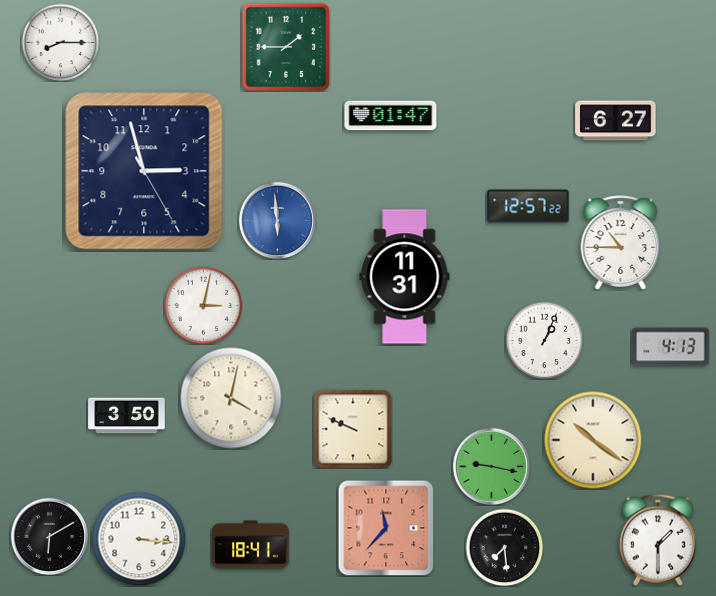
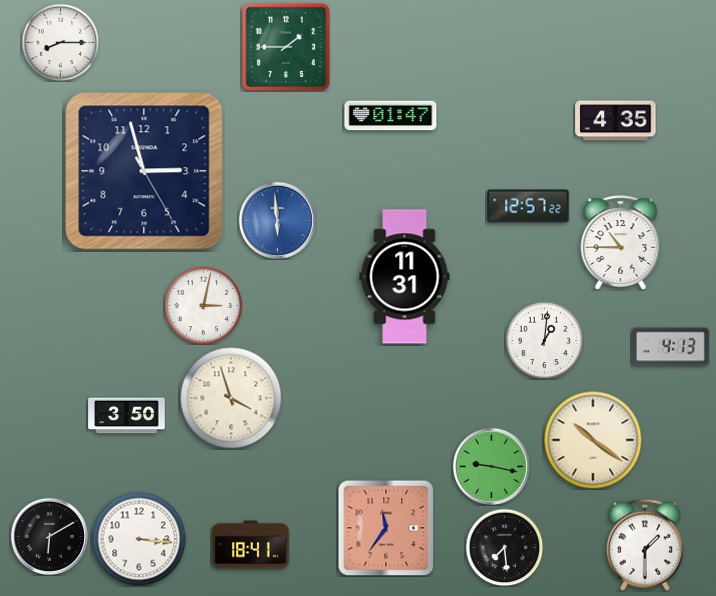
clock at (616, 121): 6:27 -> 4:35
clock at (544, 340): 1:04 -> 1:01
clock at (231, 398): 4:02 -> 3:57
clock at (353, 429): 9:49 -> none
clock at (386, 528): 11:37 -> 11:36
clock at (658, 540) position: (658, 540) -> (645, 545)
